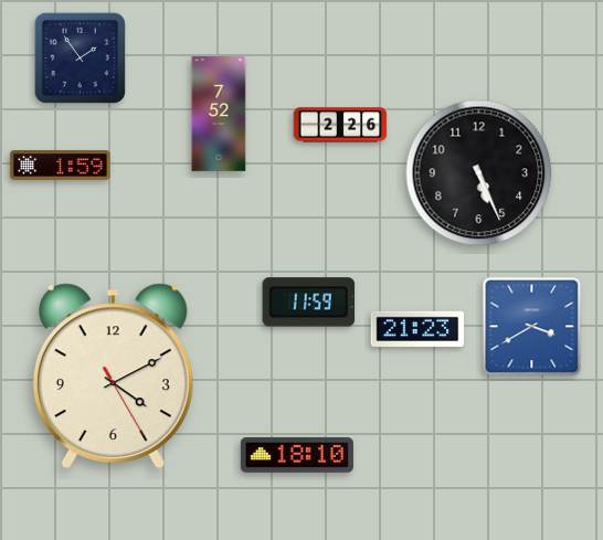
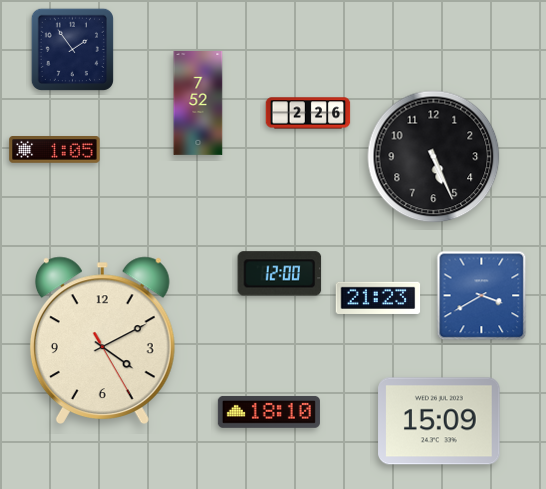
clock at (80, 57) position: (80, 57) -> (72, 49)
clock at (61, 166): 1:59 -> 1:05
clock at (309, 303): 11:59 -> 12:00
clock at (439, 421): none -> 15:09
